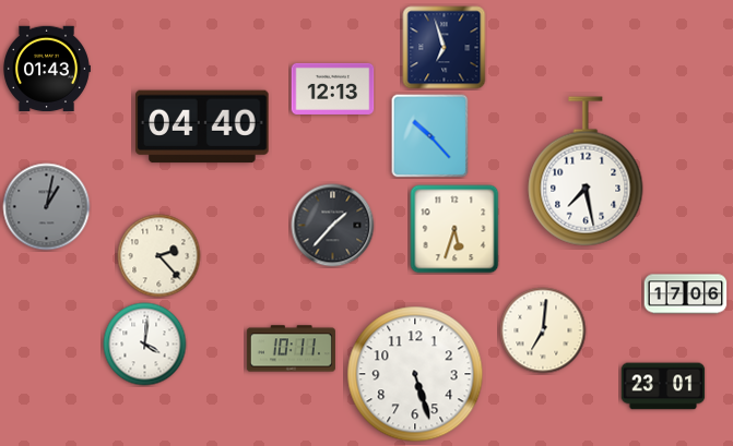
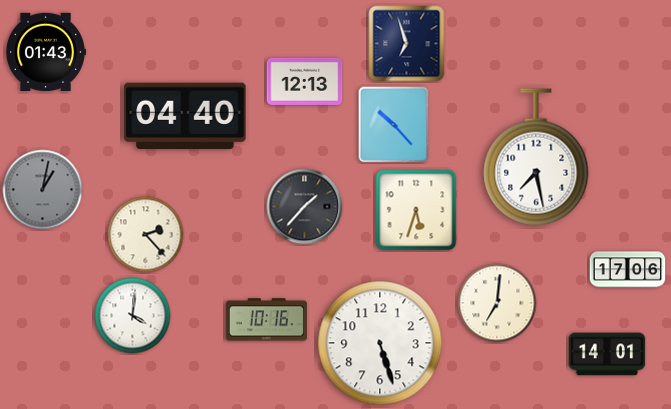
clock at (47, 69) position: (47, 69) -> (46, 52)
clock at (291, 349): 10:11 -> 10:16
clock at (663, 386): 23:01 -> 14:01
